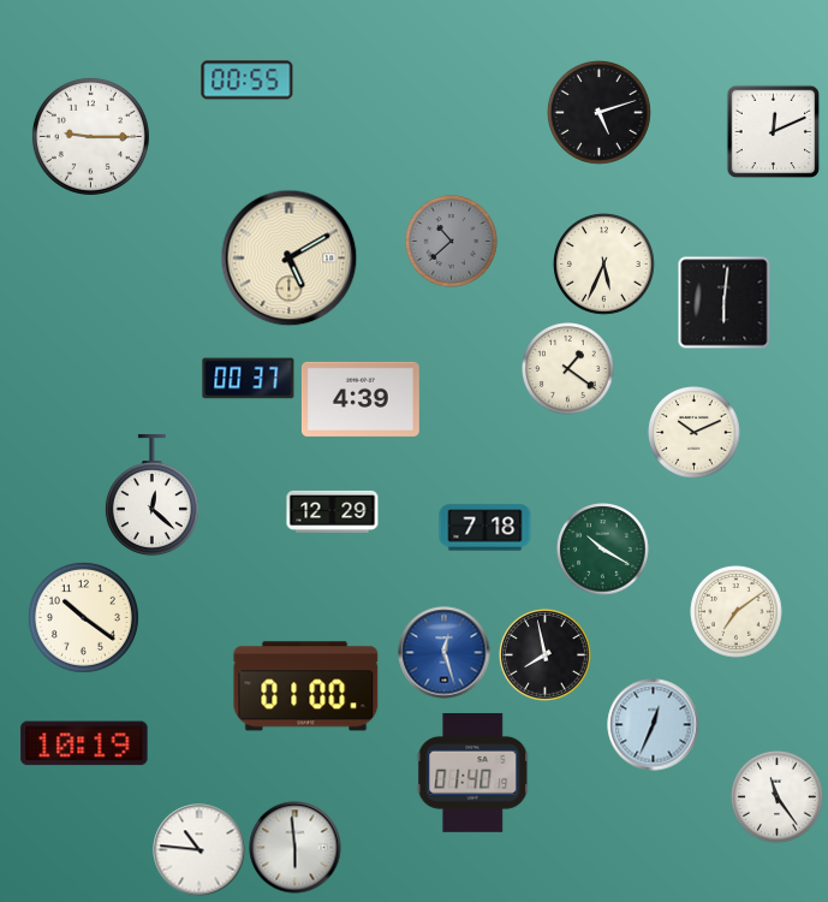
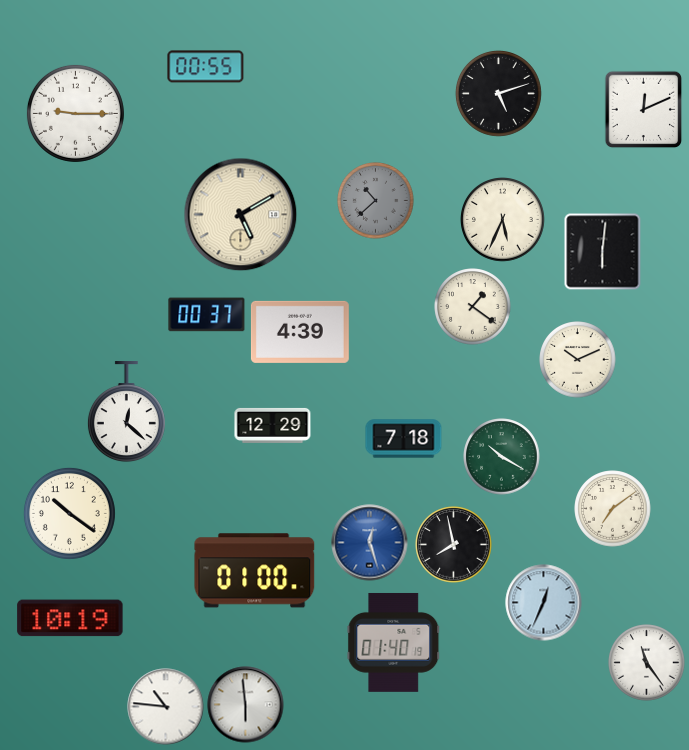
clock at (333, 511) position: (333, 511) -> (273, 425)
